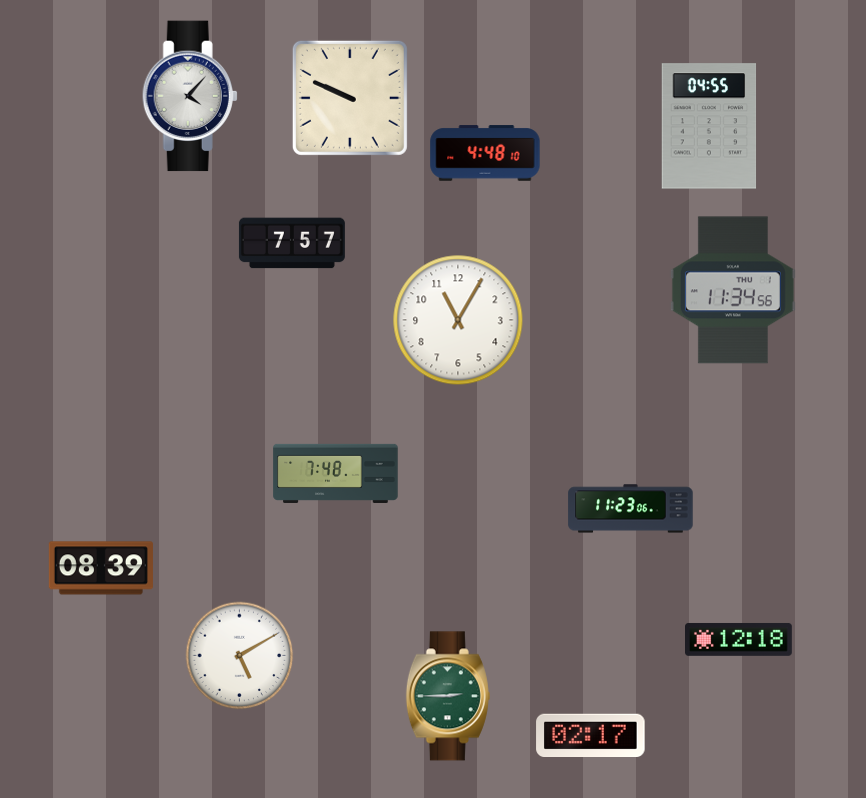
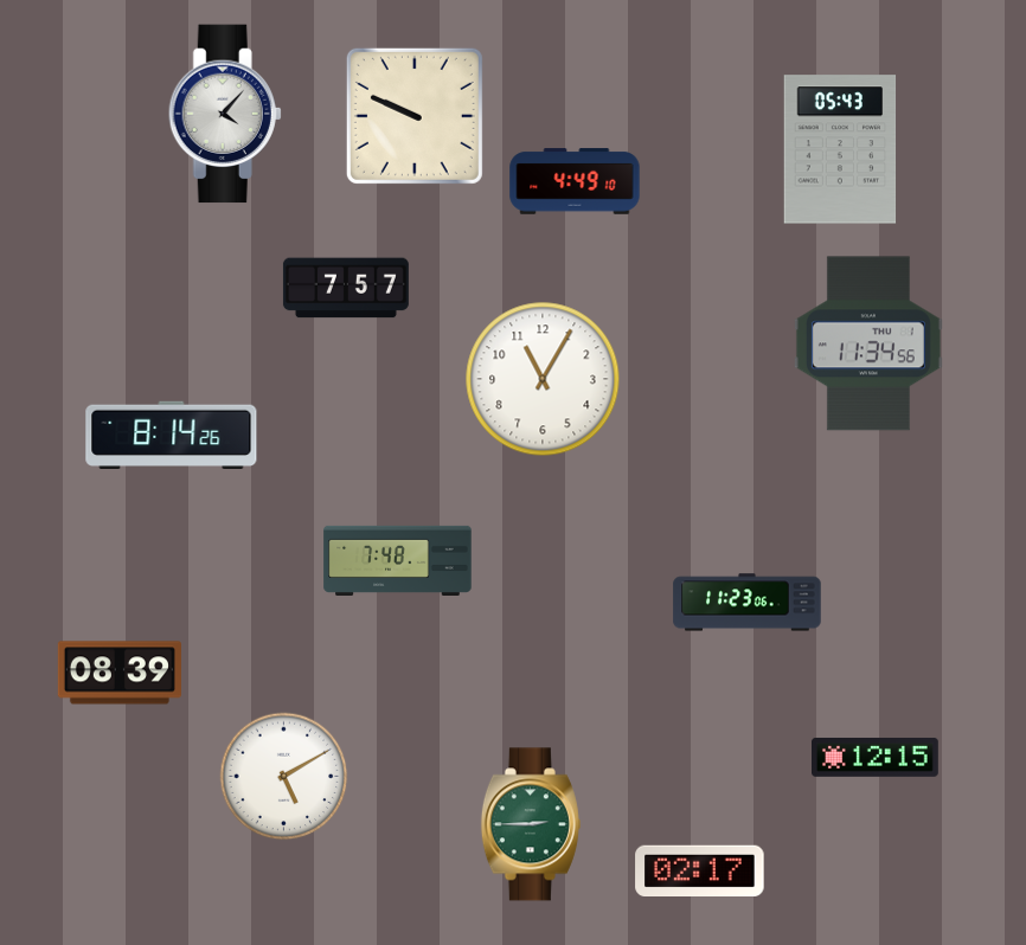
clock at (709, 126): 04:55 -> 05:43
clock at (485, 153): 4:48 -> 4:49
clock at (172, 435): none -> 8:14
clock at (739, 639): 12:18 -> 12:15
